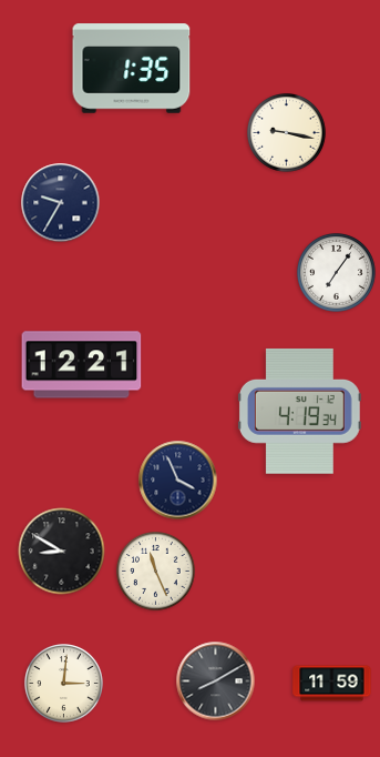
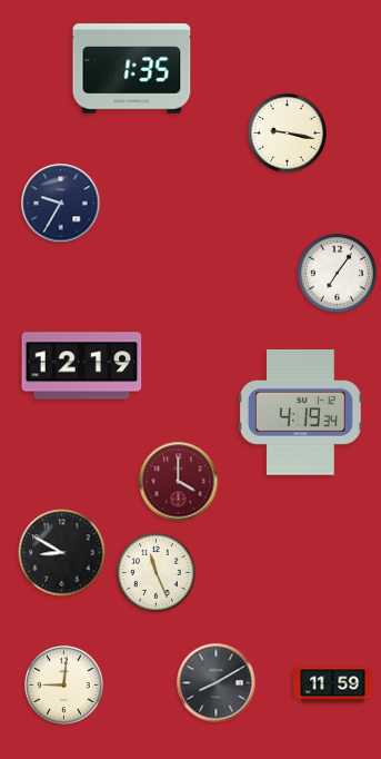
clock at (82, 365): 12:21 -> 12:19
clock at (178, 481): 3:56 -> 4:00
clock at (178, 481) dial: navy -> burgundy
clock at (64, 684): 3:01 -> 9:01
